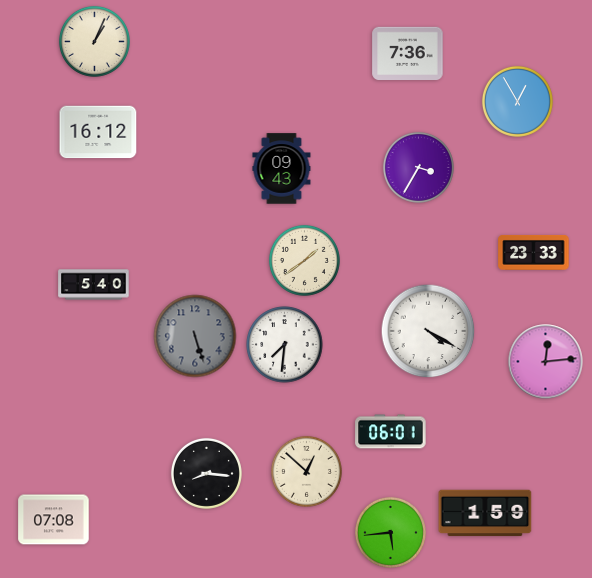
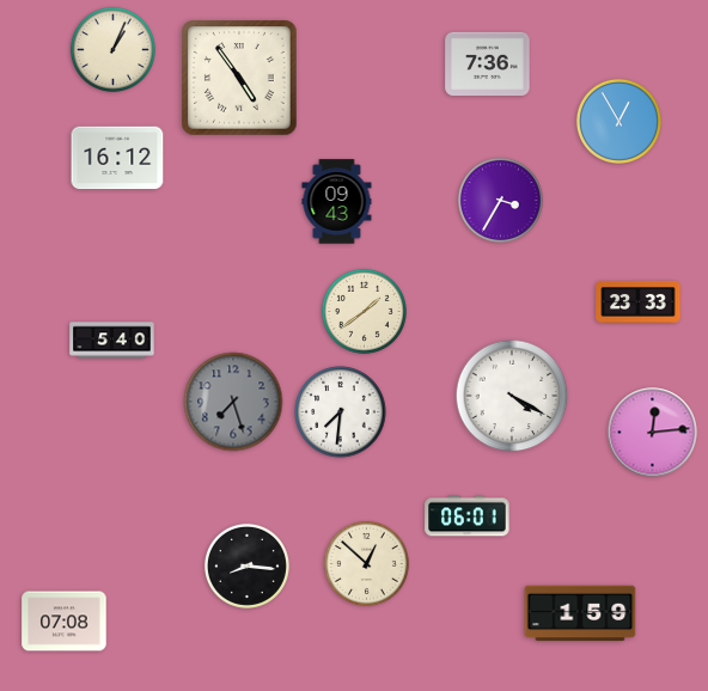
clock at (239, 78): none -> 4:54
clock at (195, 336): 5:27 -> 7:27
clock at (390, 532): 5:44 -> none
